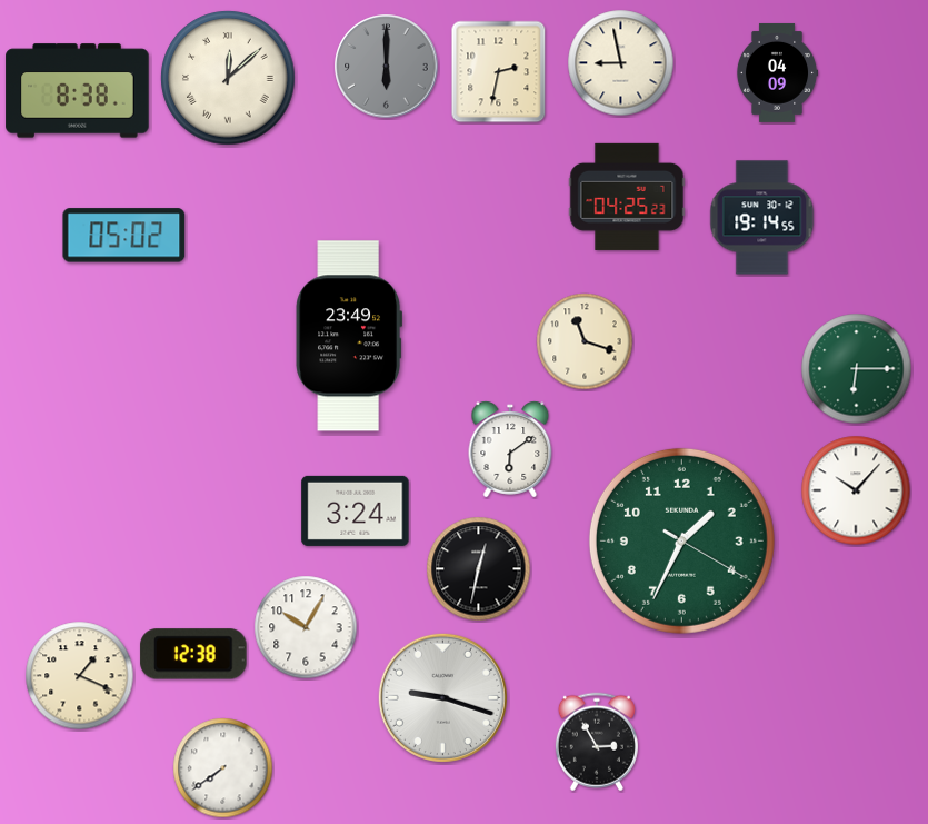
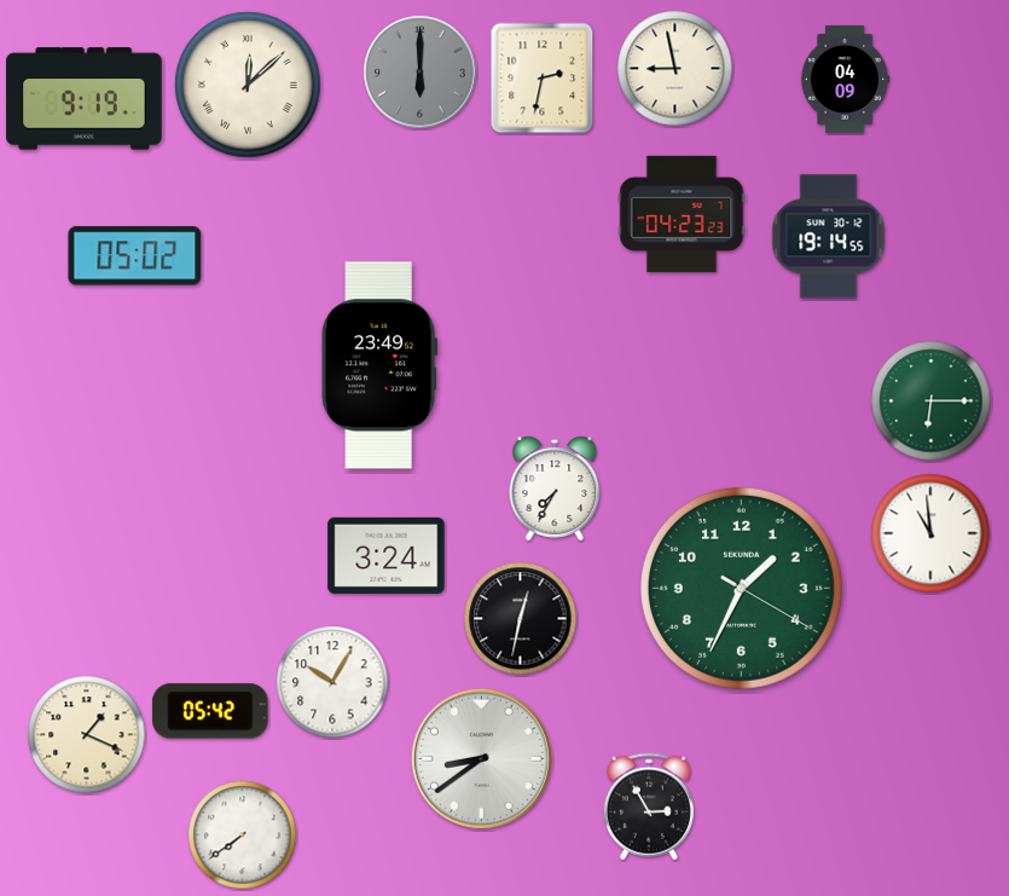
clock at (78, 91): 8:38 -> 9:19
clock at (627, 197): 04:25 -> 04:23
clock at (585, 341): 11:18 -> none
clock at (510, 449): 6:09 -> 7:35
clock at (856, 490): 10:07 -> 10:59
clock at (193, 654): 12:38 -> 05:42
clock at (442, 697): 9:18 -> 8:39
